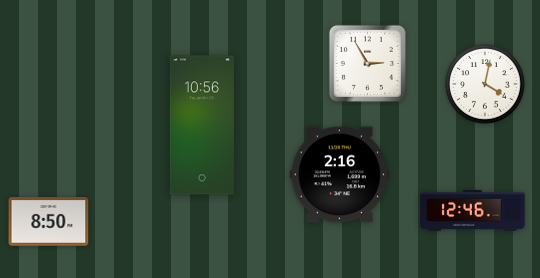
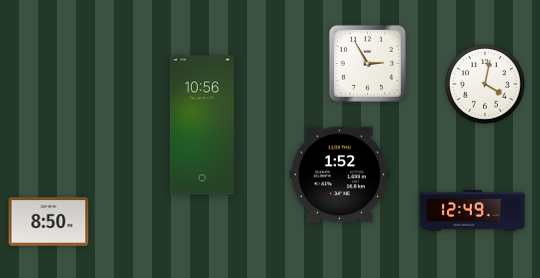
clock at (339, 175): 2:16 -> 1:52
clock at (473, 210): 12:46 -> 12:49
